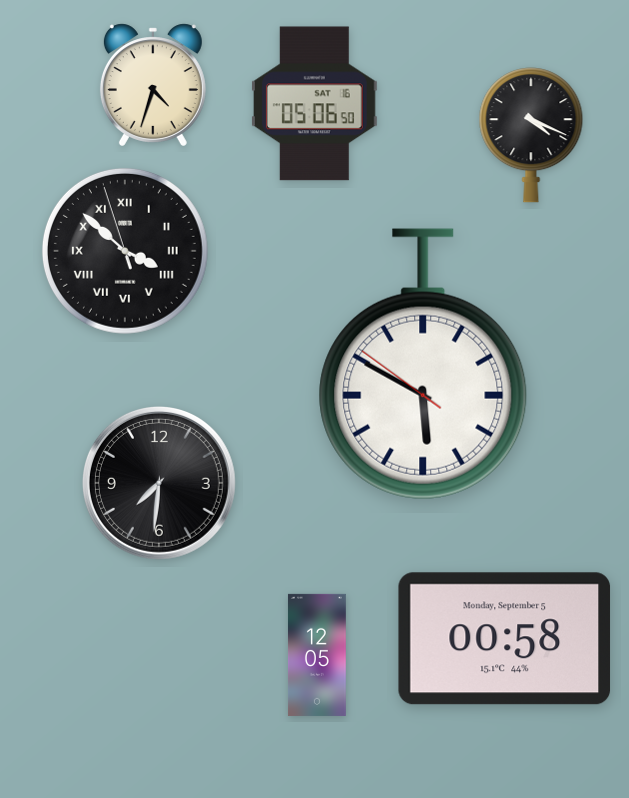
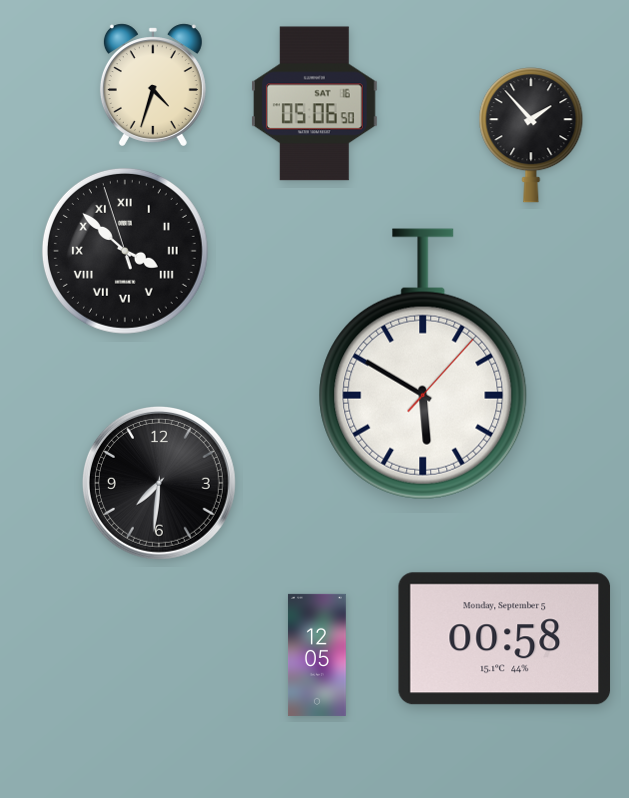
clock at (531, 135): 4:19 -> 1:53
clock at (423, 364): 5:49 -> 5:50
